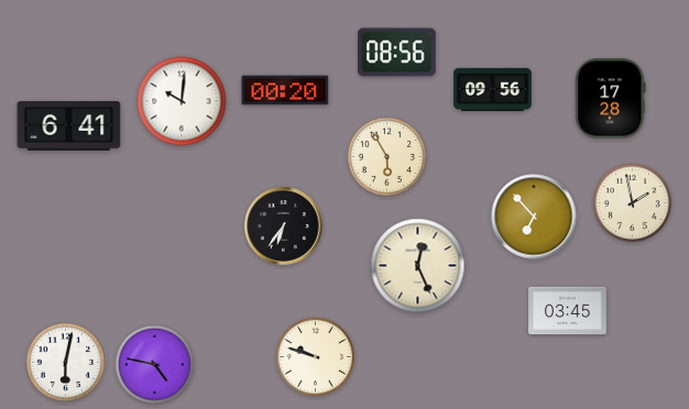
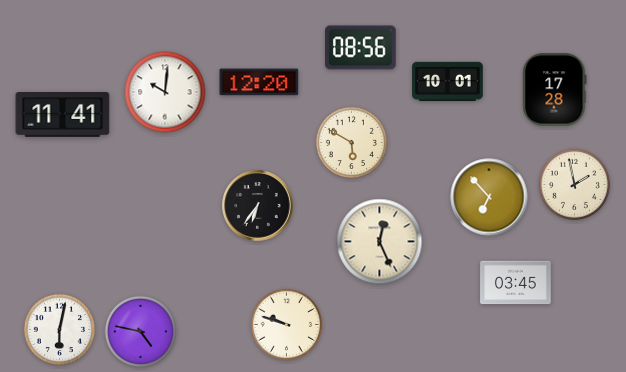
clock at (493, 89): 09:56 -> 10:01
clock at (285, 90): 00:20 -> 12:20
clock at (69, 126): 6:41 -> 11:41
clock at (386, 156): 5:55 -> 5:50
clock at (534, 217) position: (534, 217) -> (489, 197)
